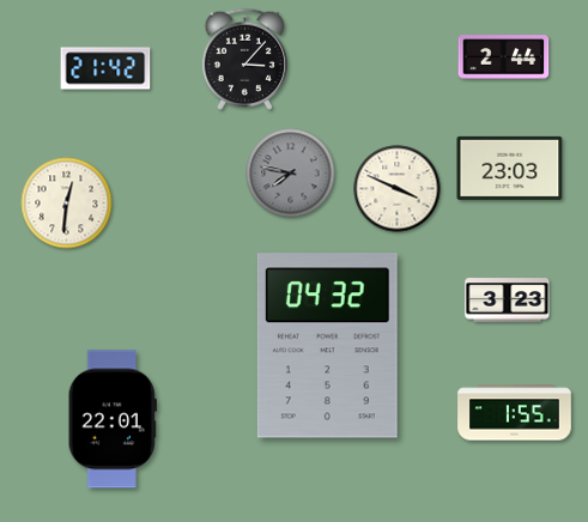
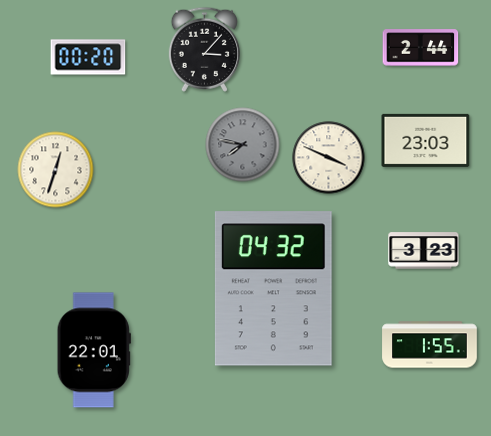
clock at (105, 68): 21:42 -> 00:20
clock at (398, 189) position: (398, 189) -> (329, 158)
clock at (67, 204): 12:31 -> 12:33
